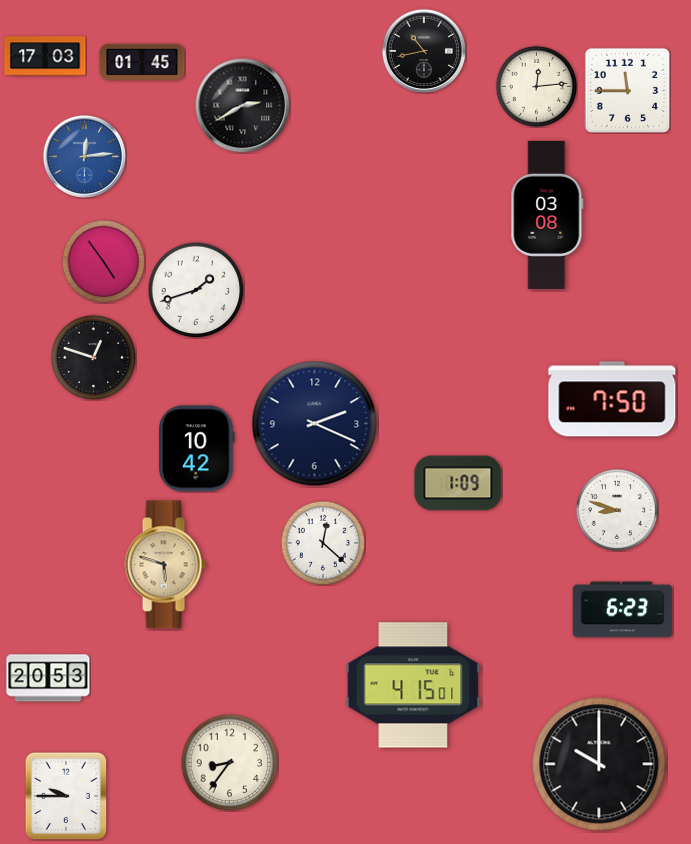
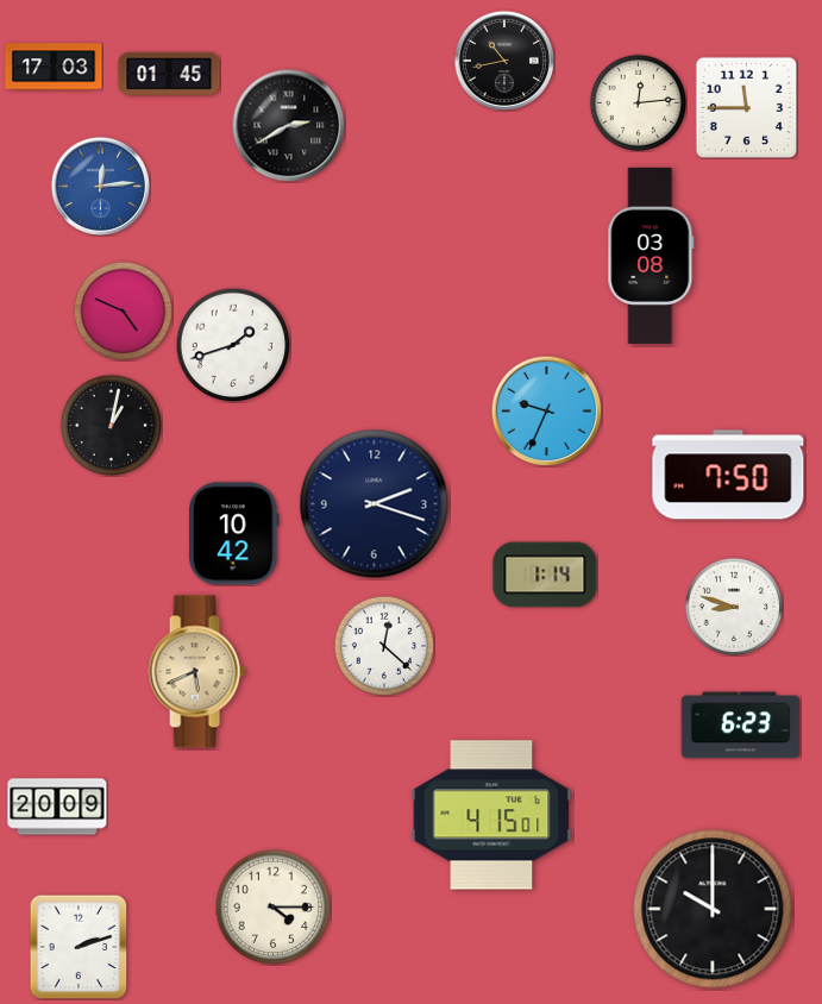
clock at (103, 261): 4:54 -> 4:49
clock at (546, 410): none -> 9:34
clock at (93, 357): 12:48 -> 1:02
clock at (315, 424): 2:19 -> 2:18
clock at (458, 483): 1:09 -> 1:14
clock at (165, 565): 5:48 -> 5:41
clock at (48, 678): 20:53 -> 20:09
clock at (229, 762): 8:36 -> 4:15
clock at (66, 796): 9:45 -> 2:12
